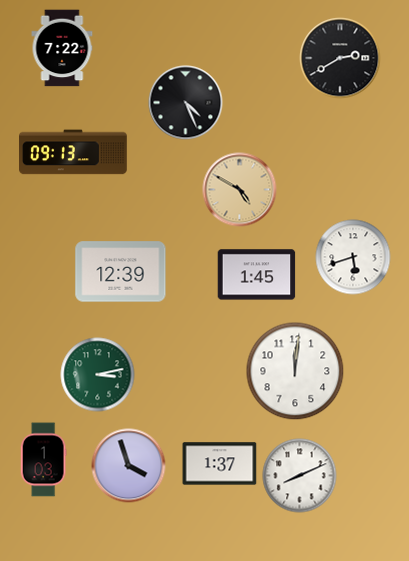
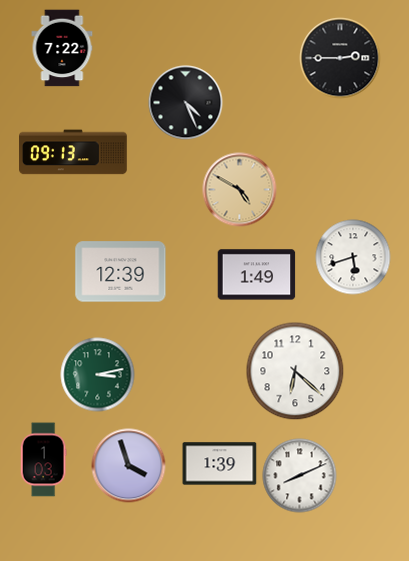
clock at (340, 58): 2:40 -> 2:45
clock at (257, 275): 1:45 -> 1:49
clock at (295, 371): 12:01 -> 6:22
clock at (220, 464): 1:37 -> 1:39
